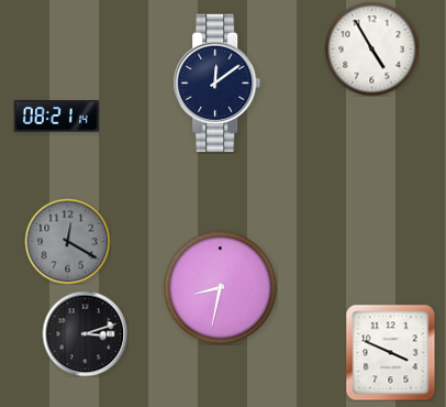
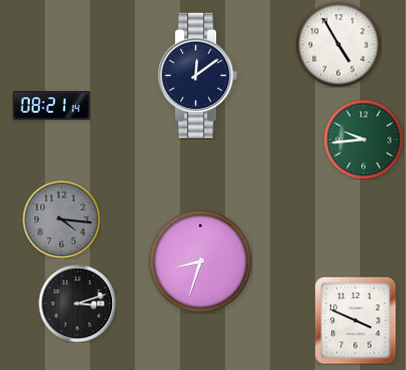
clock at (363, 139): none -> 9:44
clock at (67, 241): 12:20 -> 4:16
clock at (221, 288): 8:32 -> 8:33
